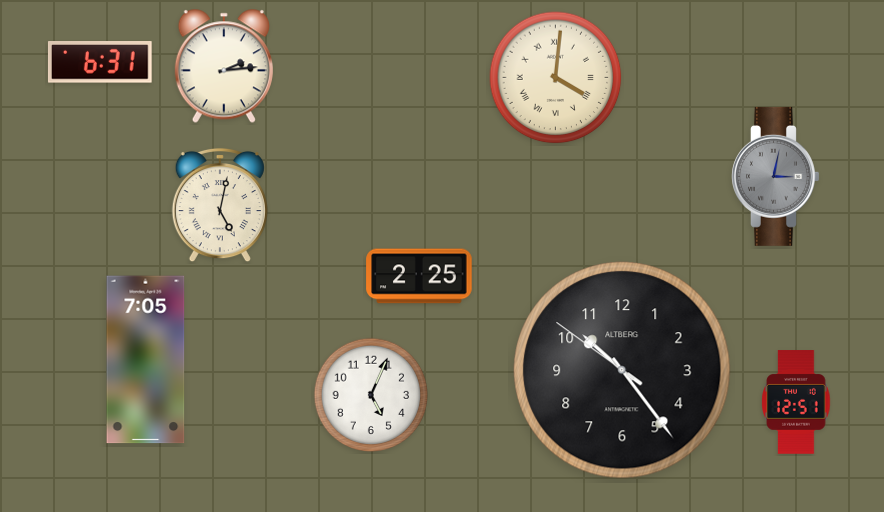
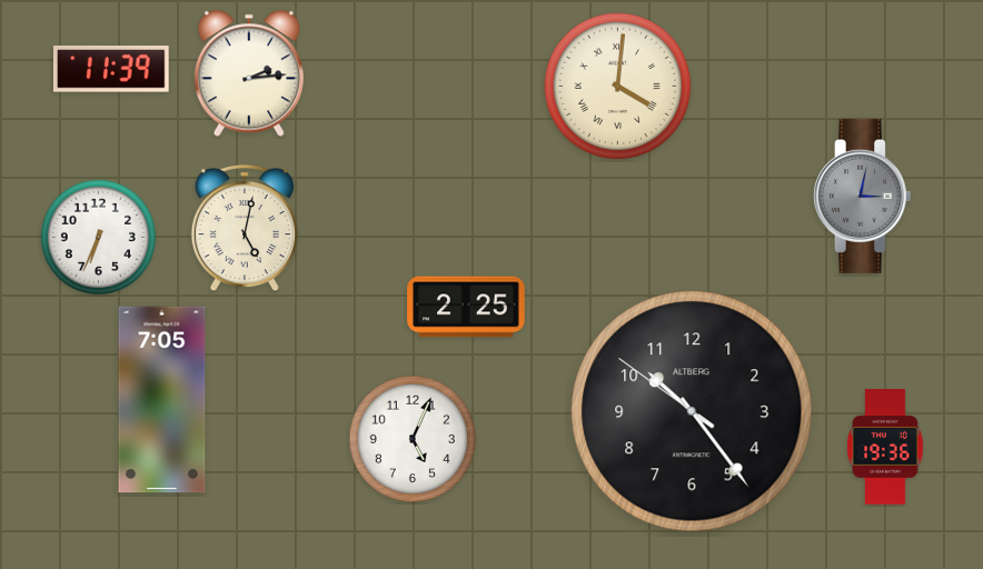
clock at (100, 63): 6:31 -> 11:39
clock at (98, 237): none -> 6:34
clock at (796, 402): 12:51 -> 19:36
